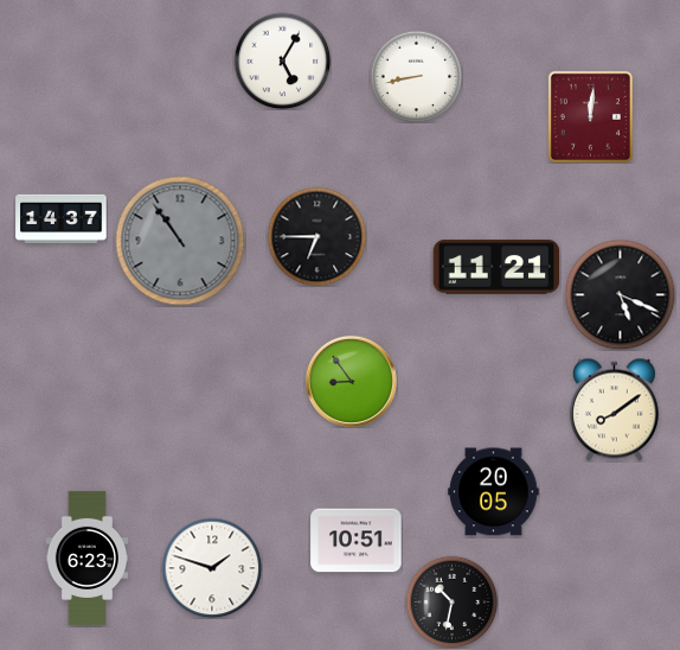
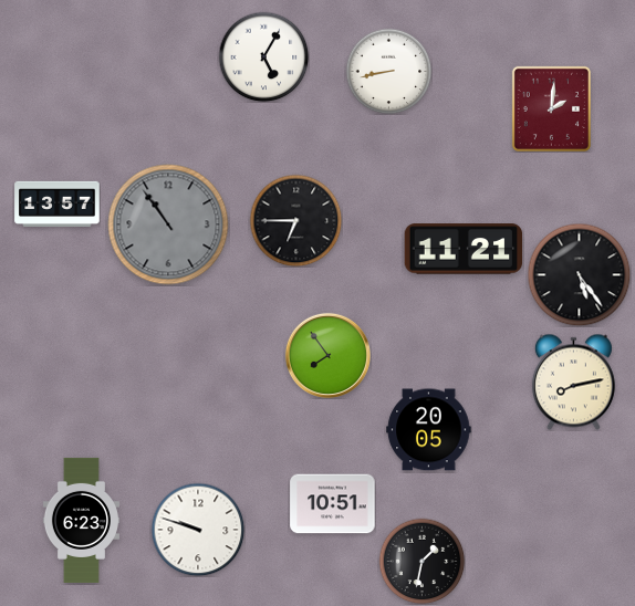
clock at (590, 116): 12:01 -> 2:01
clock at (62, 218): 14:37 -> 13:57
clock at (620, 294): 5:19 -> 5:24
clock at (351, 381): 8:54 -> 7:54
clock at (614, 409): 8:09 -> 8:13
clock at (494, 492) position: (494, 492) -> (429, 430)
clock at (212, 568): 1:48 -> 9:48
clock at (451, 601): 10:32 -> 1:32
